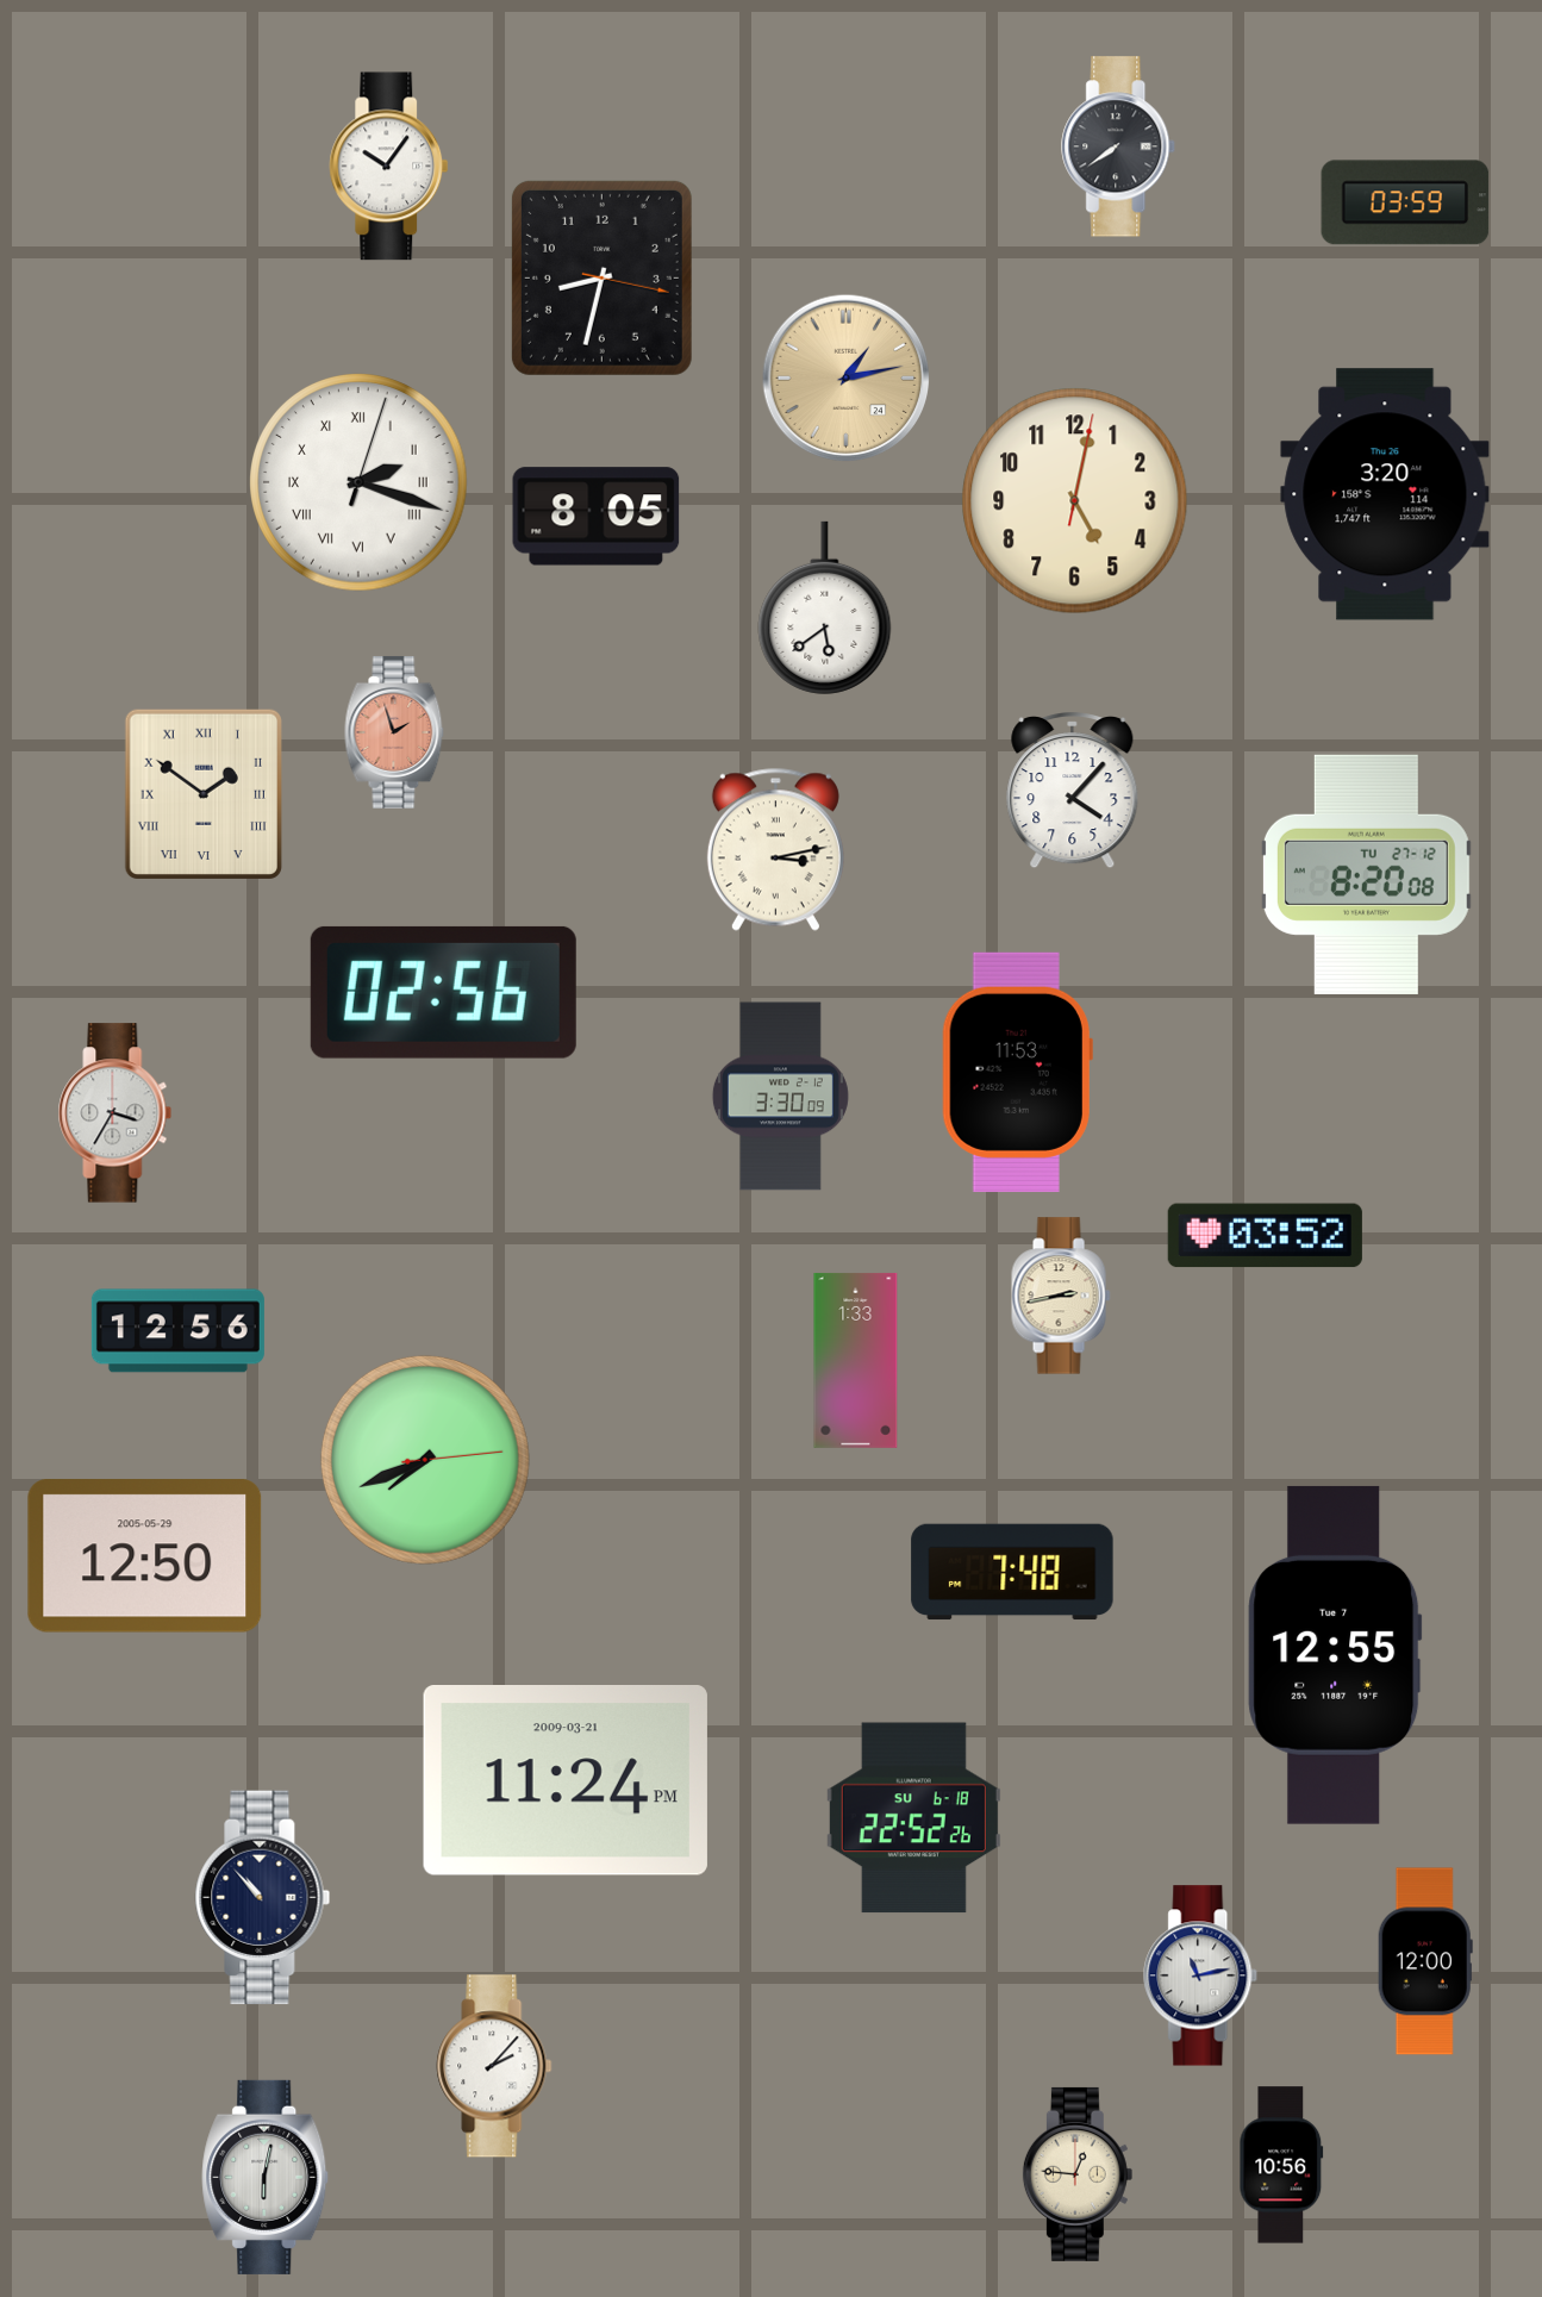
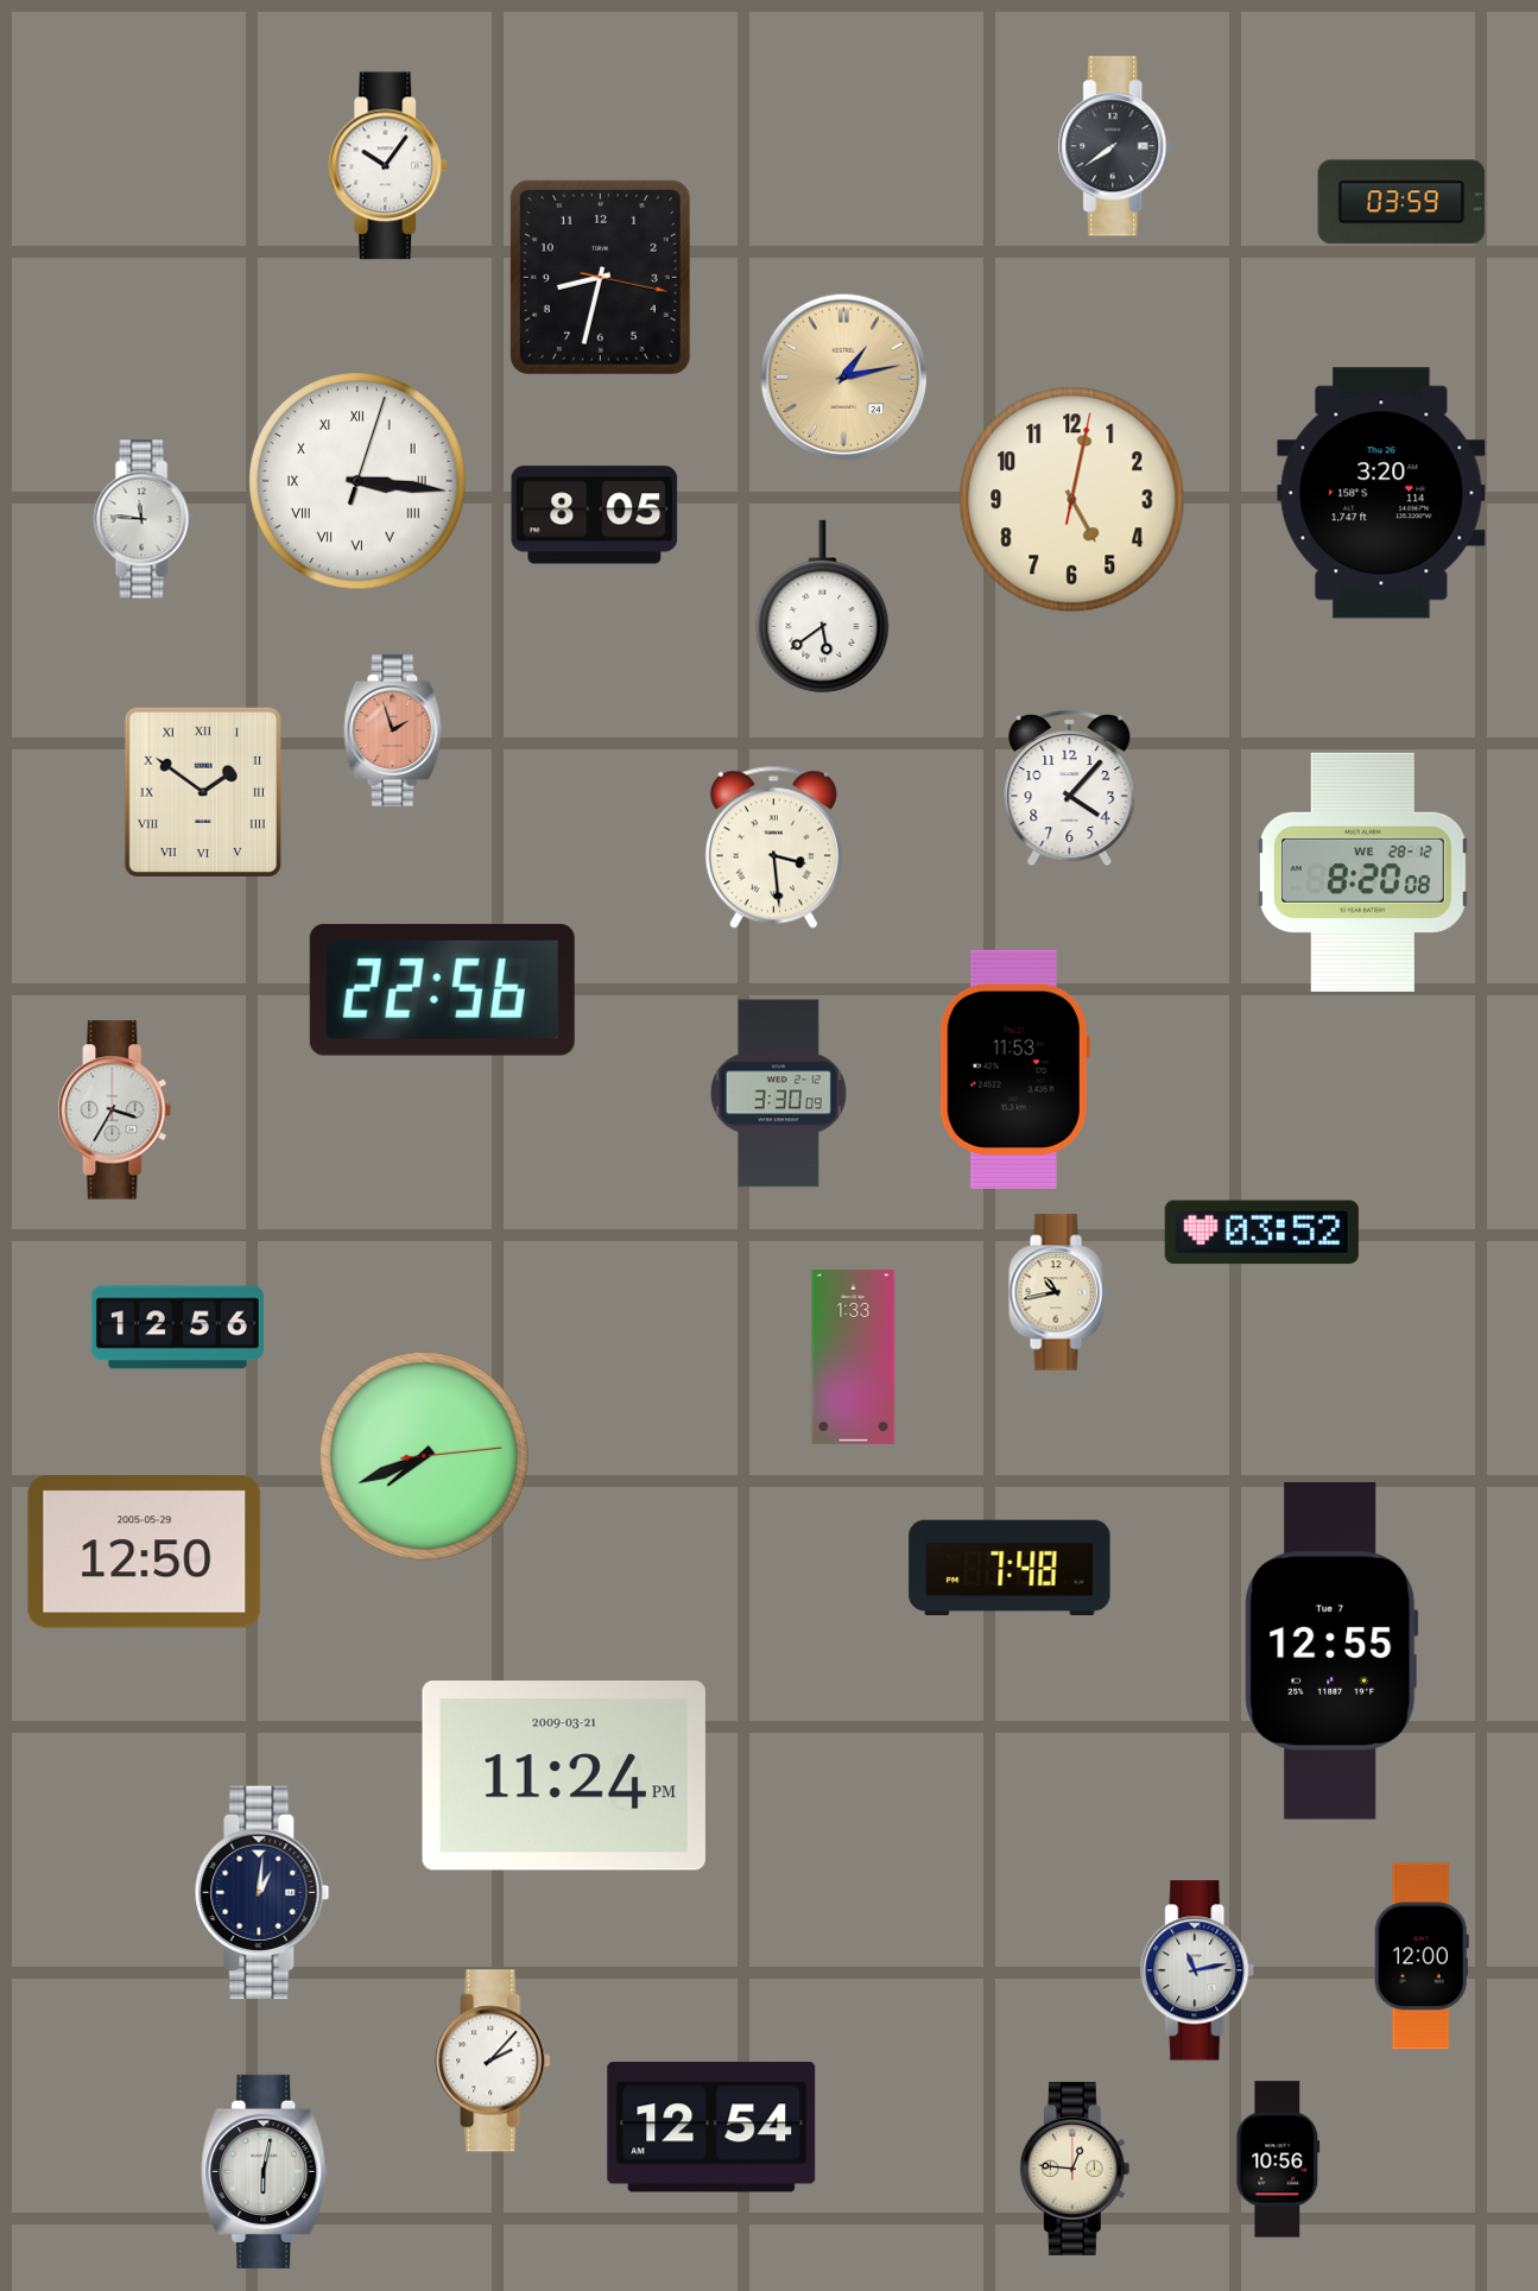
clock at (358, 482): 2:18 -> 3:16
clock at (144, 519): none -> 11:46
clock at (775, 849): 3:13 -> 3:29
clock at (1366, 874) date: TU 27-12 -> WE 28-12
clock at (443, 992): 02:56 -> 22:56
clock at (1061, 1296): 2:43 -> 10:43
clock at (913, 1818): 22:52 -> none
clock at (263, 1898): 10:53 -> 1:01
clock at (711, 2128): none -> 12:54
